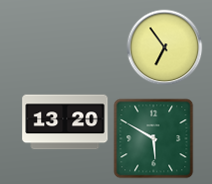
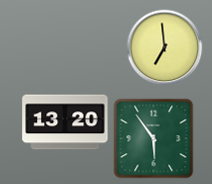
clock at (165, 48): 6:54 -> 6:59
clock at (154, 139): 5:50 -> 5:54
